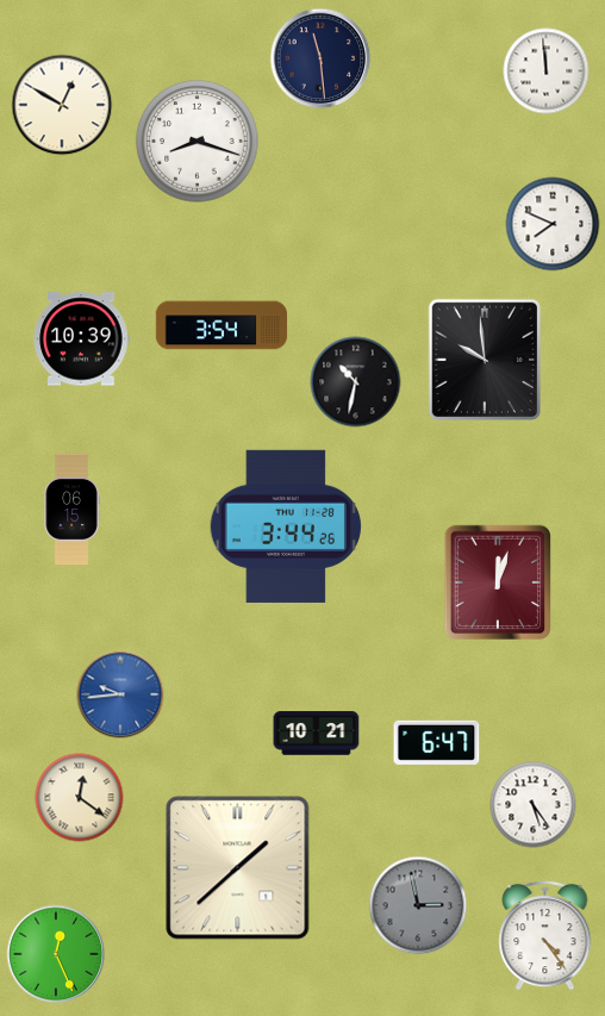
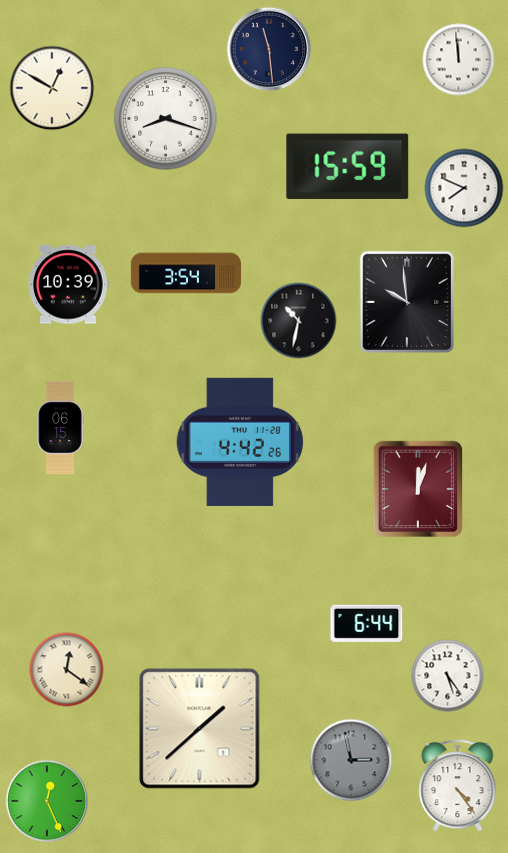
clock at (348, 166): none -> 15:59
clock at (285, 526): 3:44 -> 4:42
clock at (120, 694): 9:44 -> none
clock at (317, 734): 10:21 -> none
clock at (437, 742): 6:47 -> 6:44
